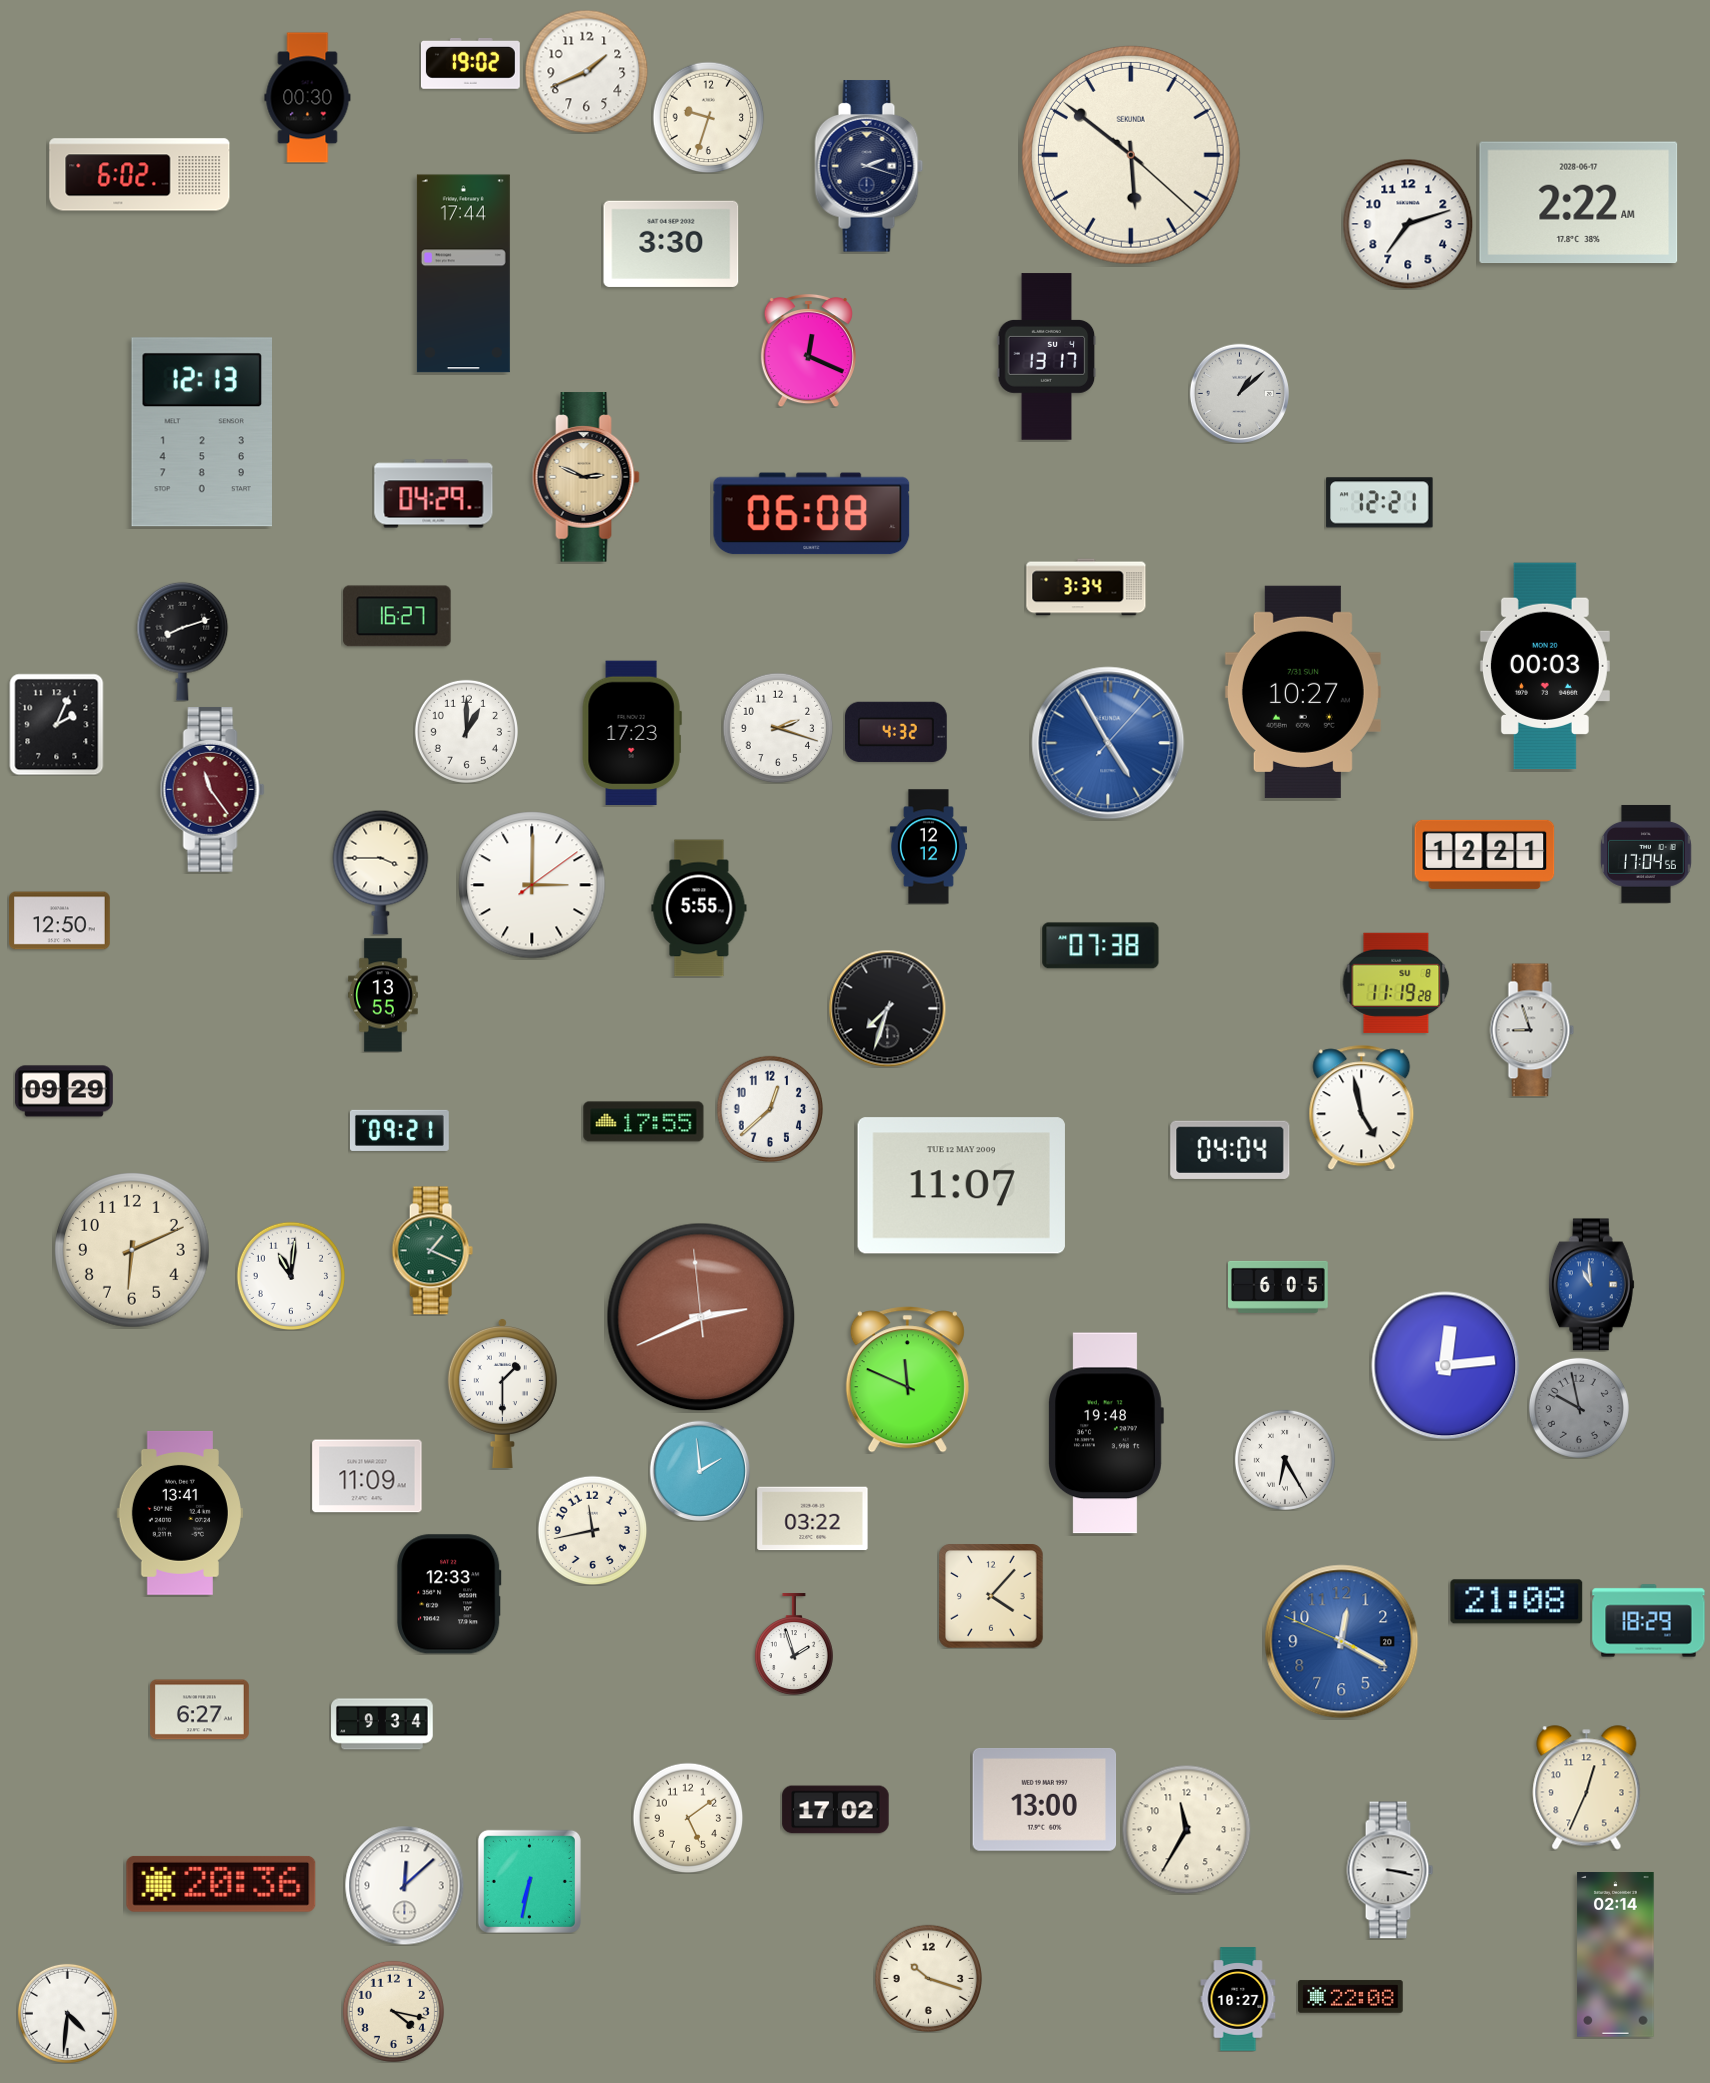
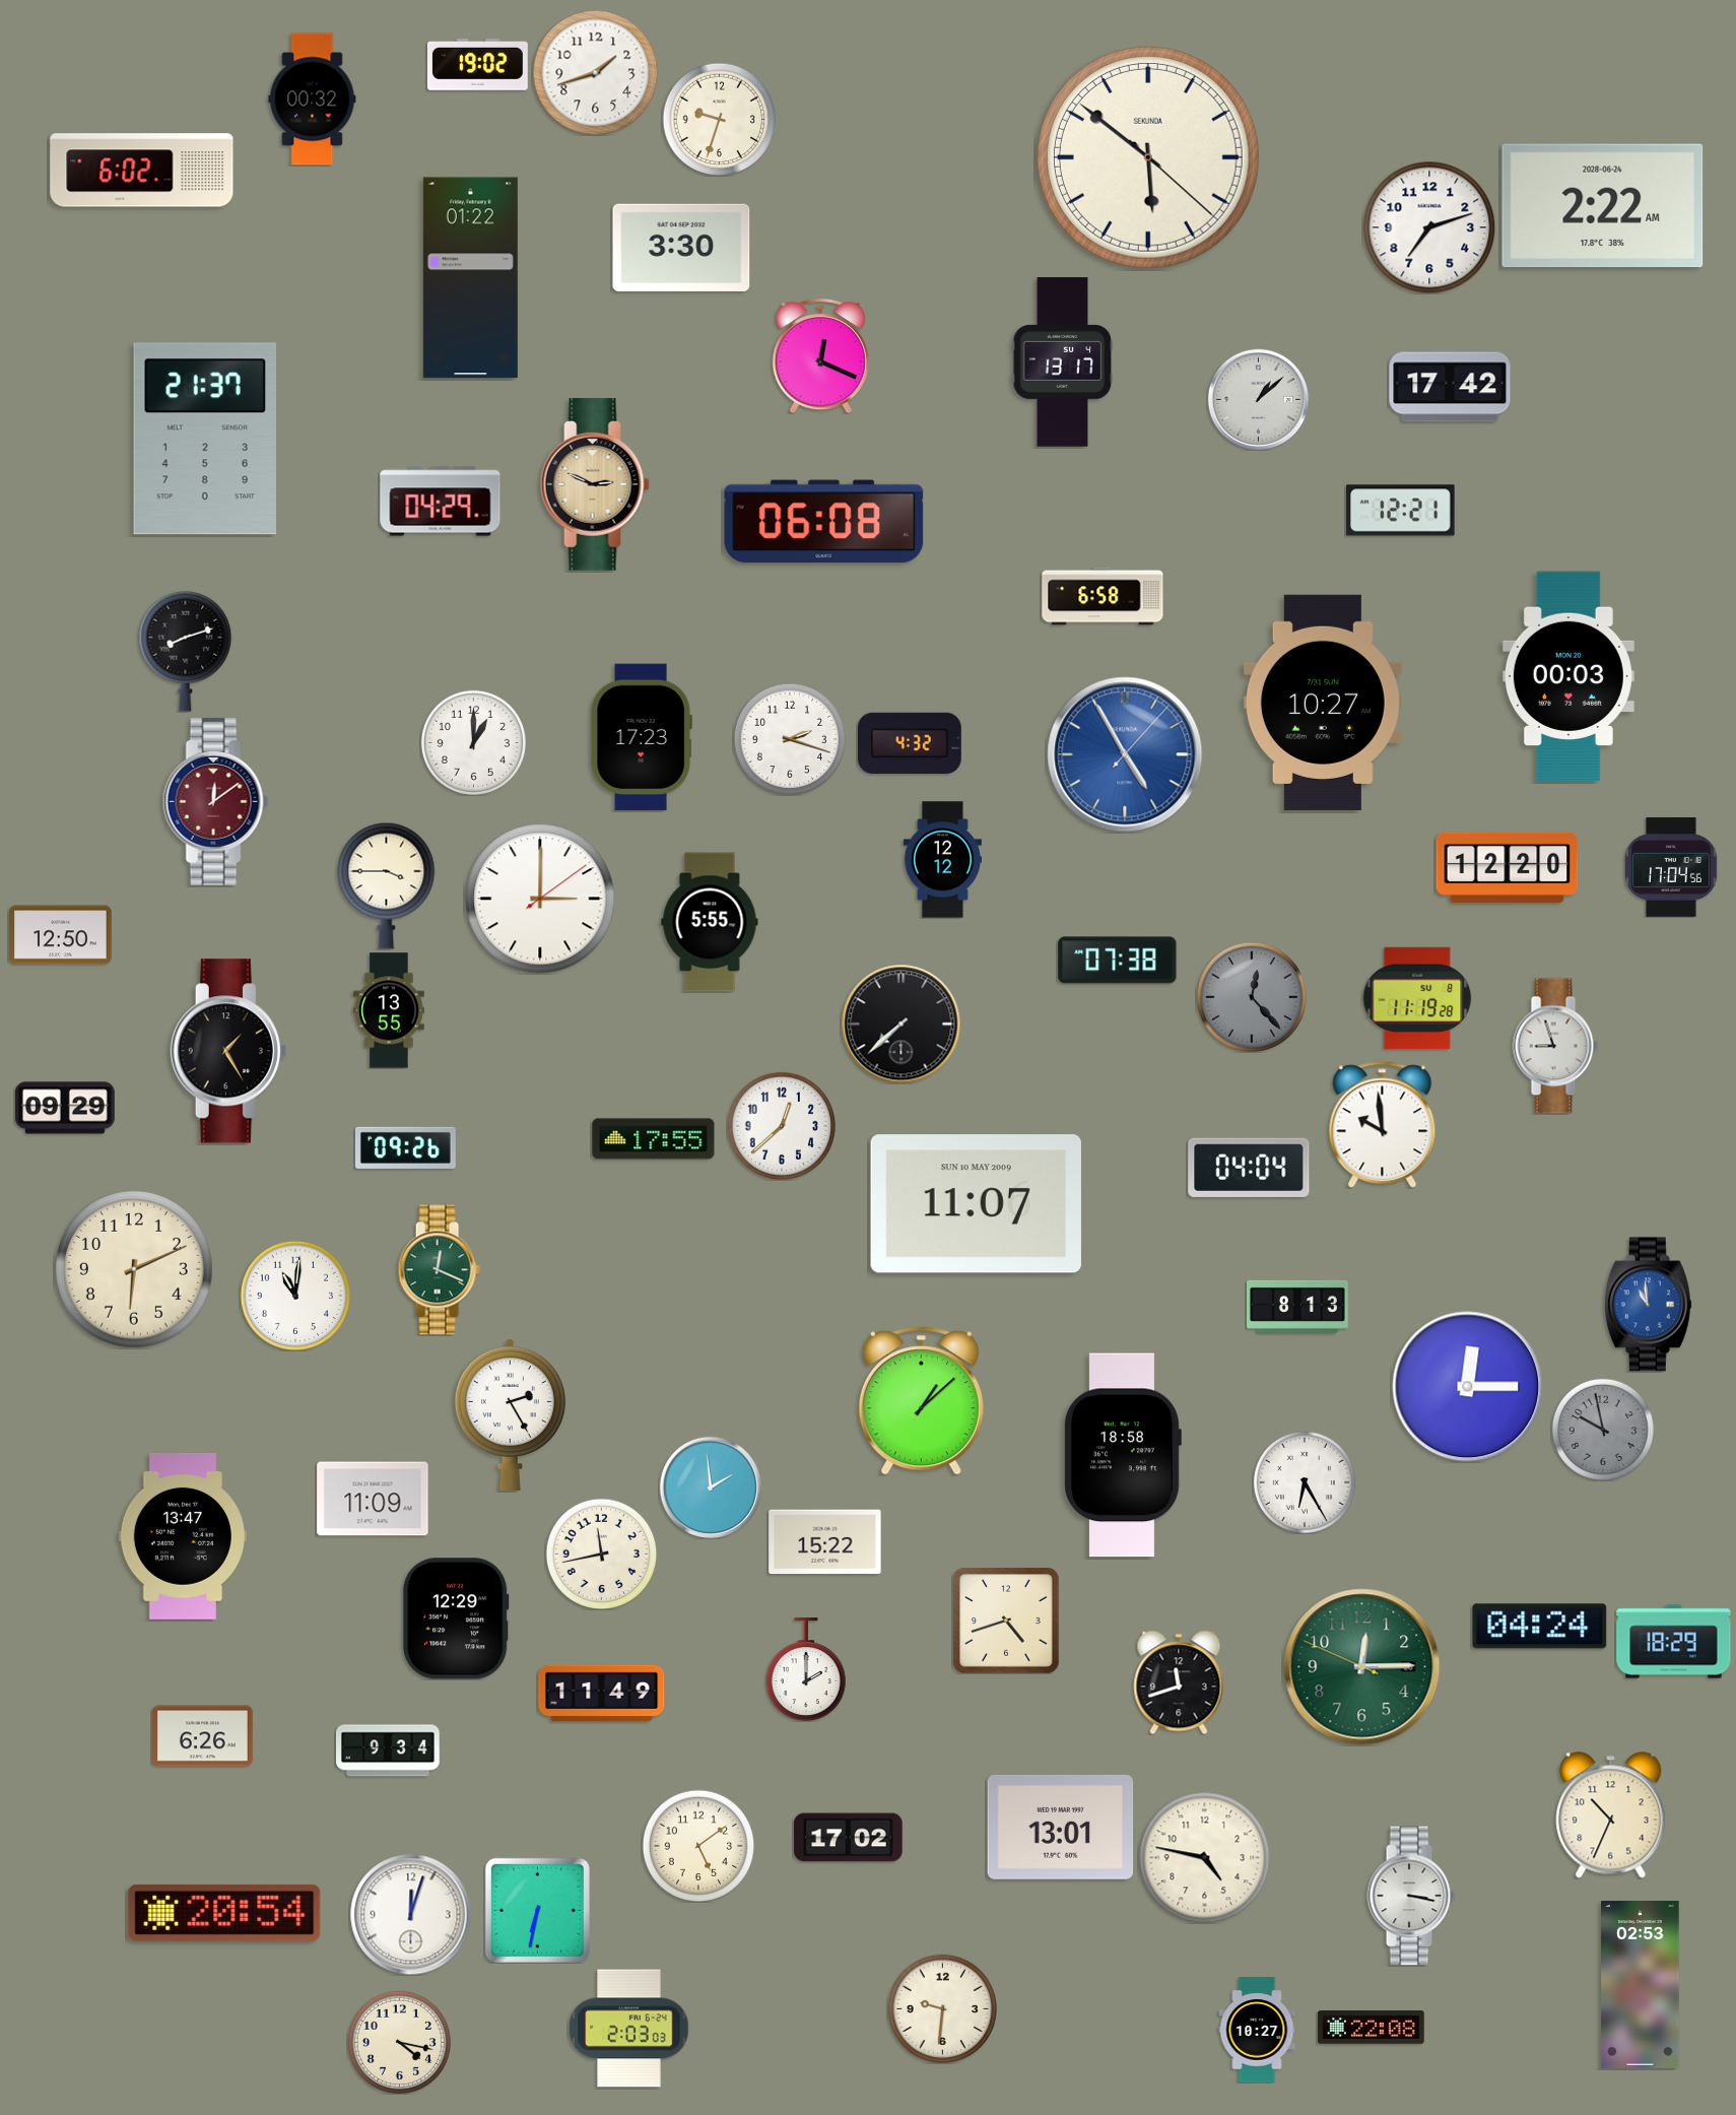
clock at (586, 71): 1:41 -> 1:42
clock at (308, 98): 00:30 -> 00:32
clock at (869, 166): 2:18 -> none
clock at (140, 175) position: (140, 175) -> (142, 171)
clock at (1579, 203) date: 2028-06-17 -> 2028-06-24
clock at (463, 274): 17:44 -> 01:22
clock at (1450, 387): none -> 17:42
clock at (201, 432): 12:13 -> 21:37
clock at (1086, 587): 3:34 -> 6:58
clock at (397, 616): 16:27 -> none
clock at (57, 724): 2:04 -> none
clock at (632, 733) position: (632, 733) -> (642, 737)
clock at (212, 789): 11:24 -> 12:09
clock at (1485, 854): 12:21 -> 12:20
clock at (1251, 996): none -> 12:23
clock at (887, 1008): 7:33 -> 7:38
clock at (228, 1051): none -> 1:25
clock at (1362, 1108): 4:58 -> 9:59
clock at (399, 1130): 09:21 -> 09:26
clock at (961, 1186) date: TUE 12 MAY 2009 -> SUN 10 MAY 2009
clock at (432, 1251): 1:19 -> 12:19
clock at (1591, 1285) position: (1591, 1285) -> (1648, 1305)
clock at (1279, 1287): 6:05 -> 8:13
clock at (701, 1317): 2:40 -> none
clock at (1446, 1366): 12:14 -> 12:15
clock at (907, 1380): 11:49 -> 1:08
clock at (502, 1393): 1:30 -> 2:25
clock at (1106, 1433): 19:48 -> 18:58
clock at (700, 1471) position: (700, 1471) -> (711, 1488)
clock at (180, 1513): 13:41 -> 13:47
clock at (813, 1519): 03:22 -> 15:22
clock at (449, 1594): 12:33 -> 12:29
clock at (991, 1596): 4:07 -> 4:42
clock at (1517, 1602): 21:08 -> 04:24
clock at (1649, 1621) position: (1649, 1621) -> (1674, 1642)
clock at (1342, 1642): 12:19 -> 12:14
clock at (1342, 1642) dial: blue -> green
clock at (794, 1644): 1:57 -> 2:00
clock at (1179, 1682): none -> 11:42
clock at (602, 1694): none -> 11:49
clock at (199, 1710): 6:27 -> 6:26
clock at (1587, 1788): 12:34 -> 10:34
clock at (1045, 1799): 13:00 -> 13:01
clock at (1186, 1829): 11:35 -> 4:47
clock at (1390, 1870) position: (1390, 1870) -> (1411, 1896)
clock at (221, 1884): 20:36 -> 20:54
clock at (405, 1886): 12:08 -> 12:03
clock at (1616, 1955): 02:14 -> 02:53
clock at (928, 1978): 10:18 -> 9:31
clock at (629, 2029): none -> 2:03
clock at (67, 2013): 4:31 -> none
